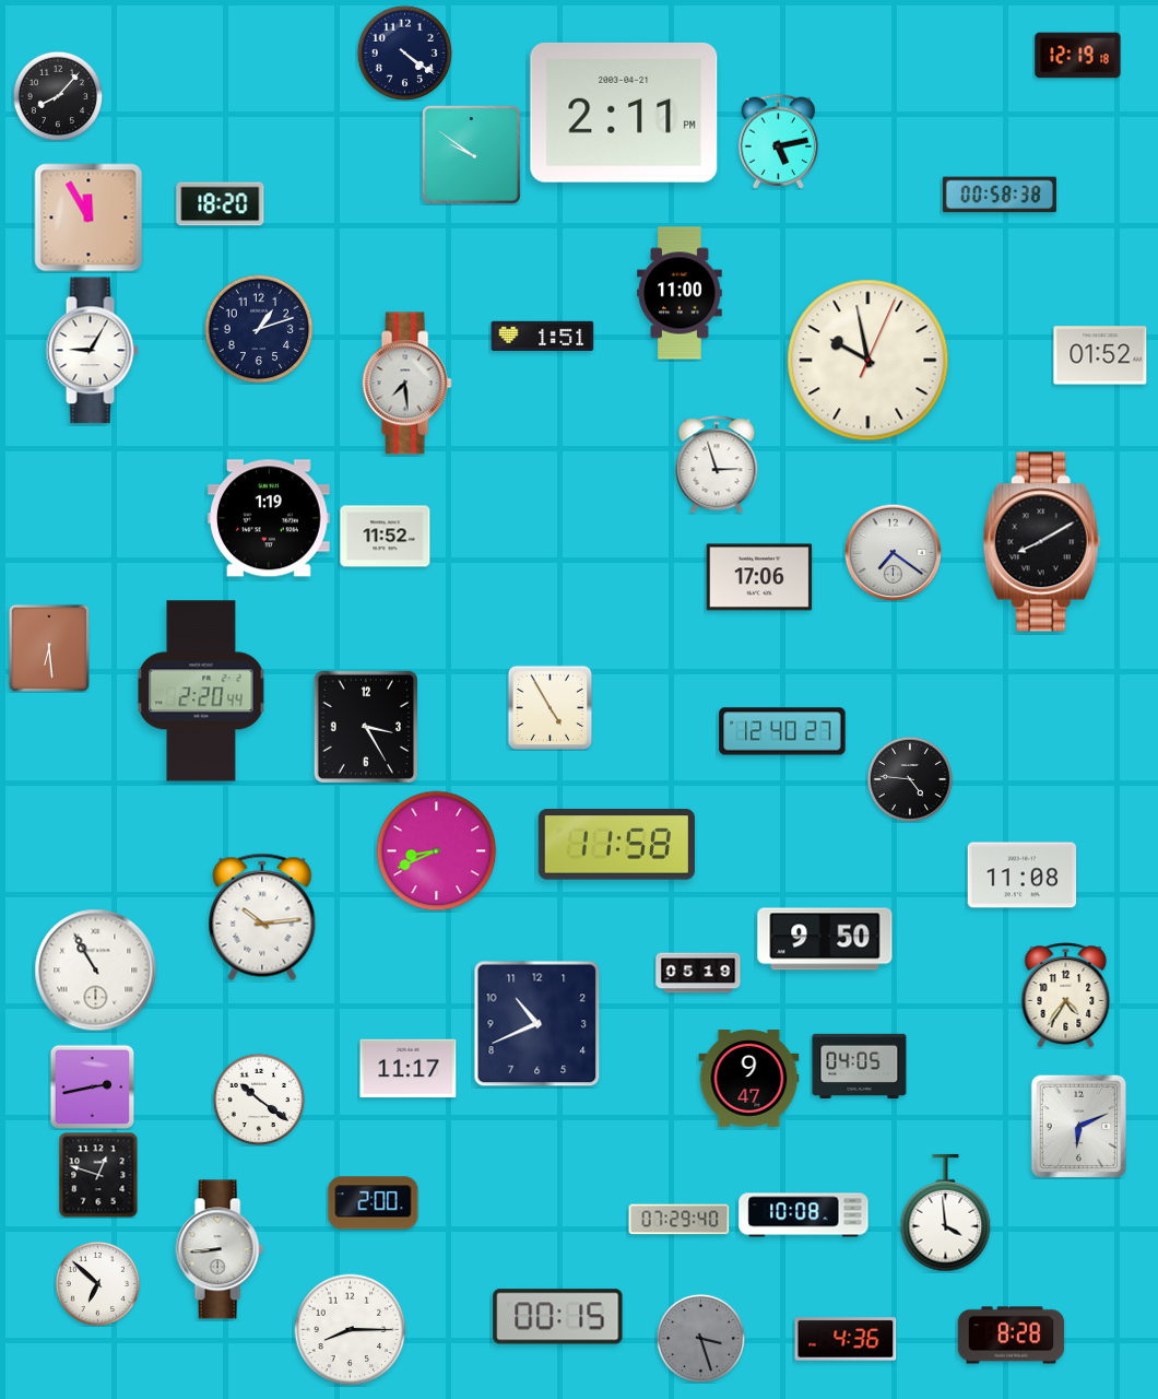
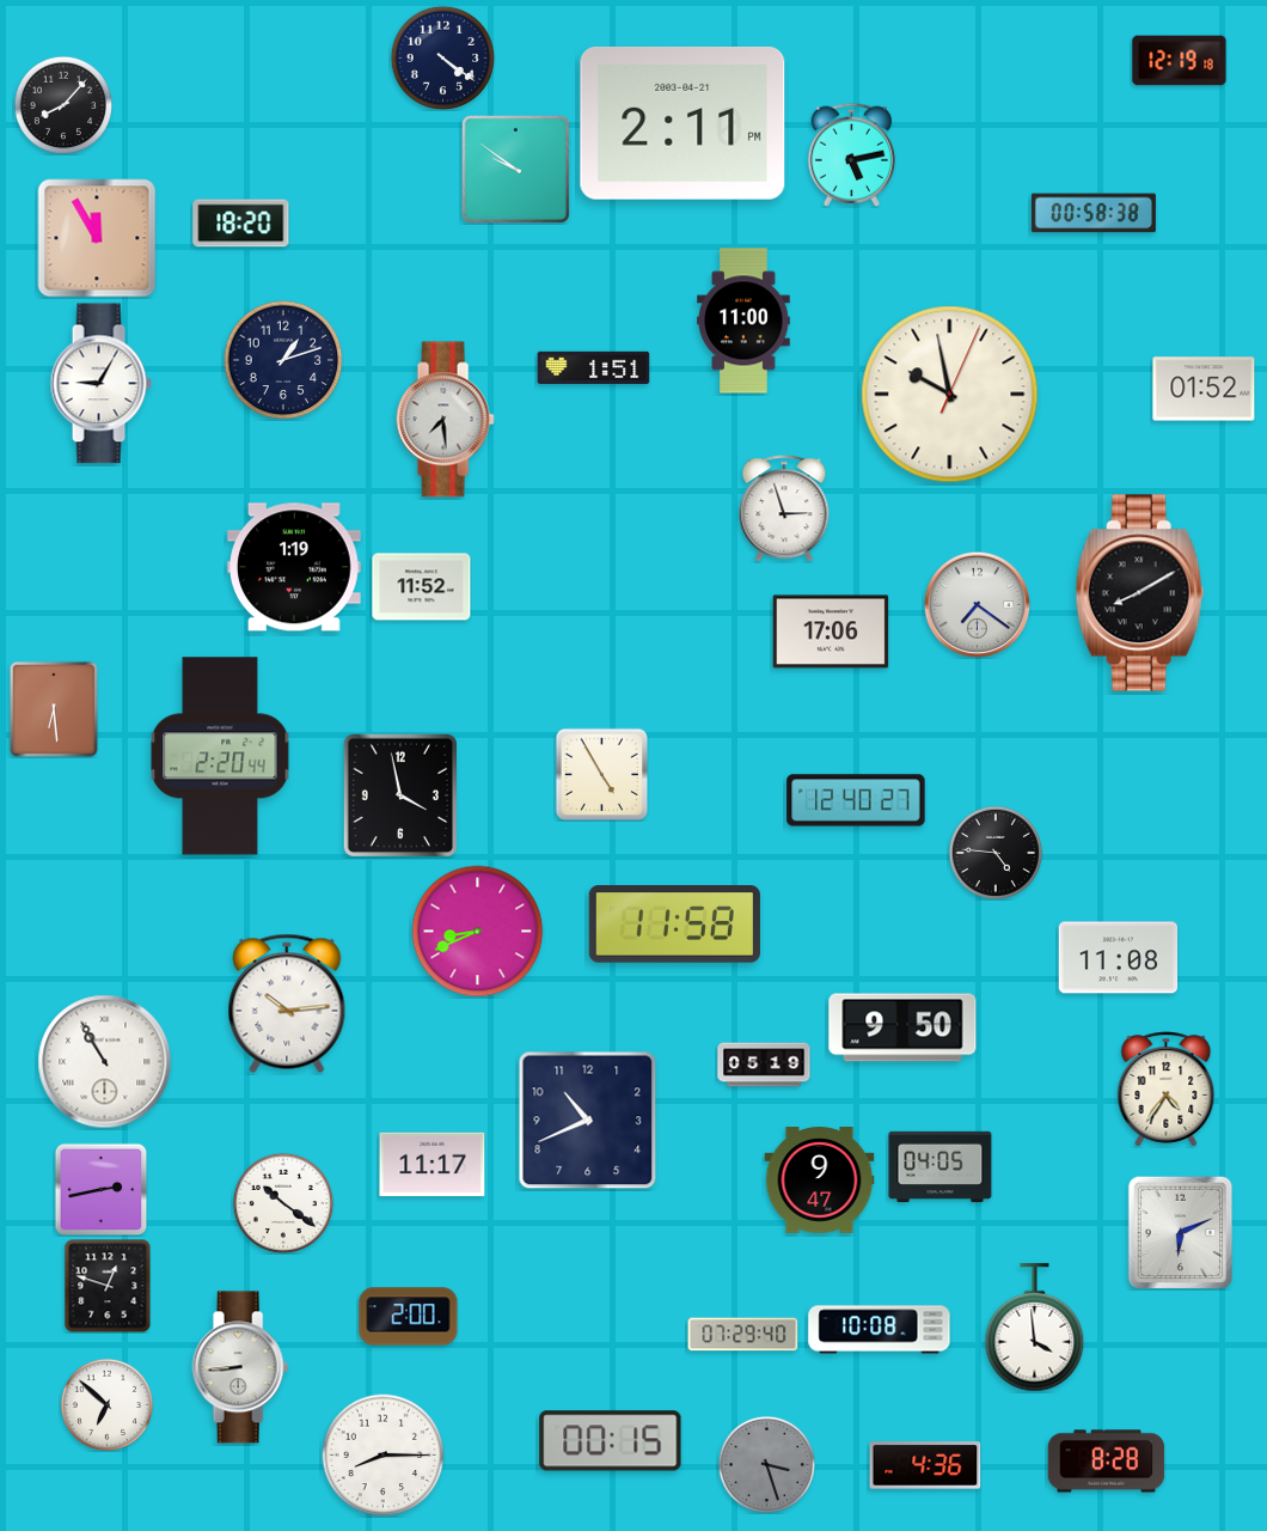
clock at (365, 726): 3:25 -> 3:58
clock at (409, 1069) position: (409, 1069) -> (433, 1165)
